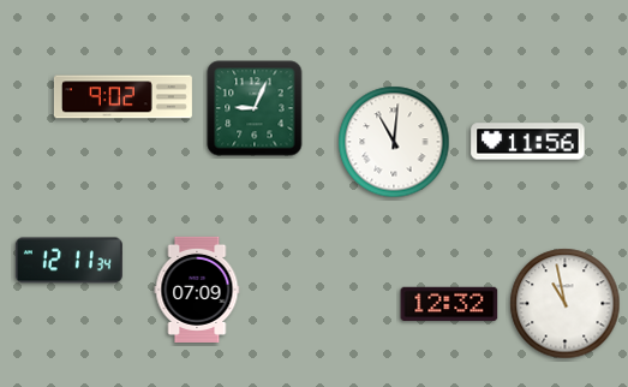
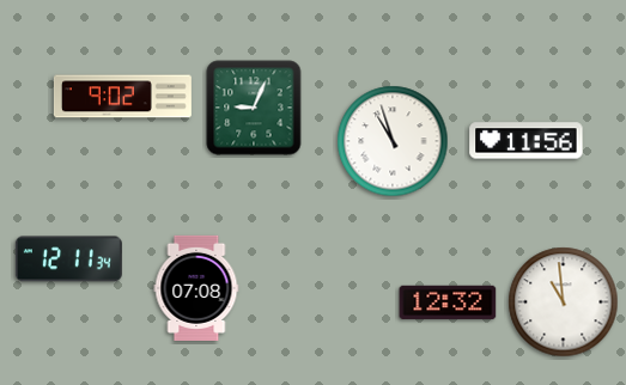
clock at (394, 142): 11:01 -> 10:57
clock at (197, 290): 07:09 -> 07:08
clock at (566, 304): 10:58 -> 10:59
